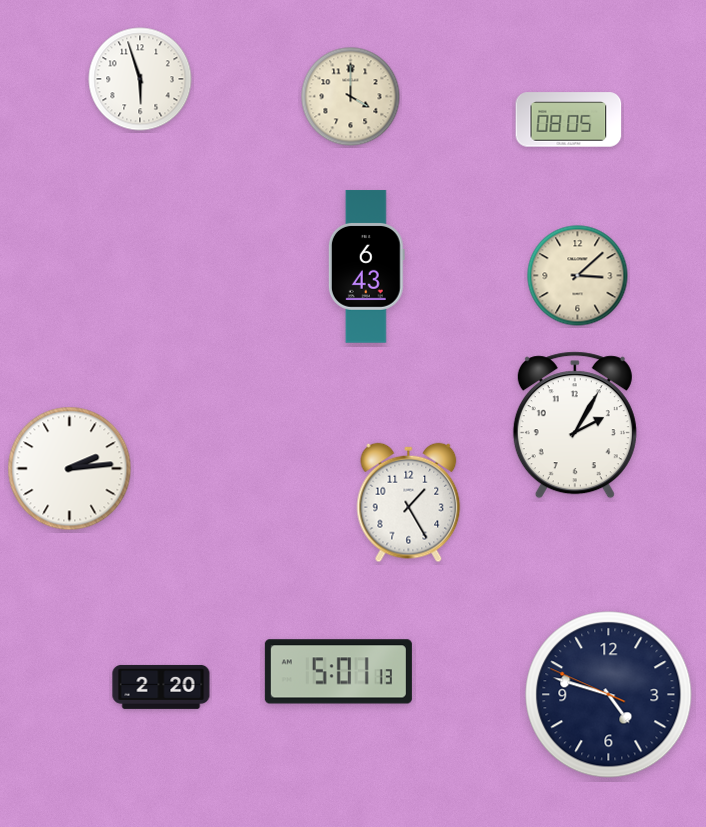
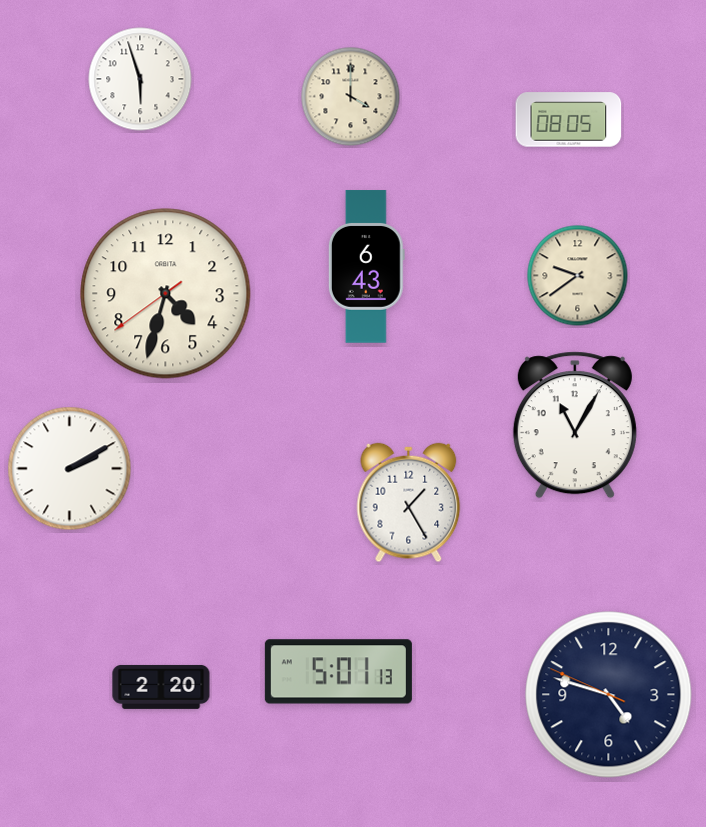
clock at (578, 276): 3:08 -> 9:39
clock at (166, 294): none -> 4:32
clock at (575, 425): 2:05 -> 11:05
clock at (70, 469): 2:14 -> 2:10
